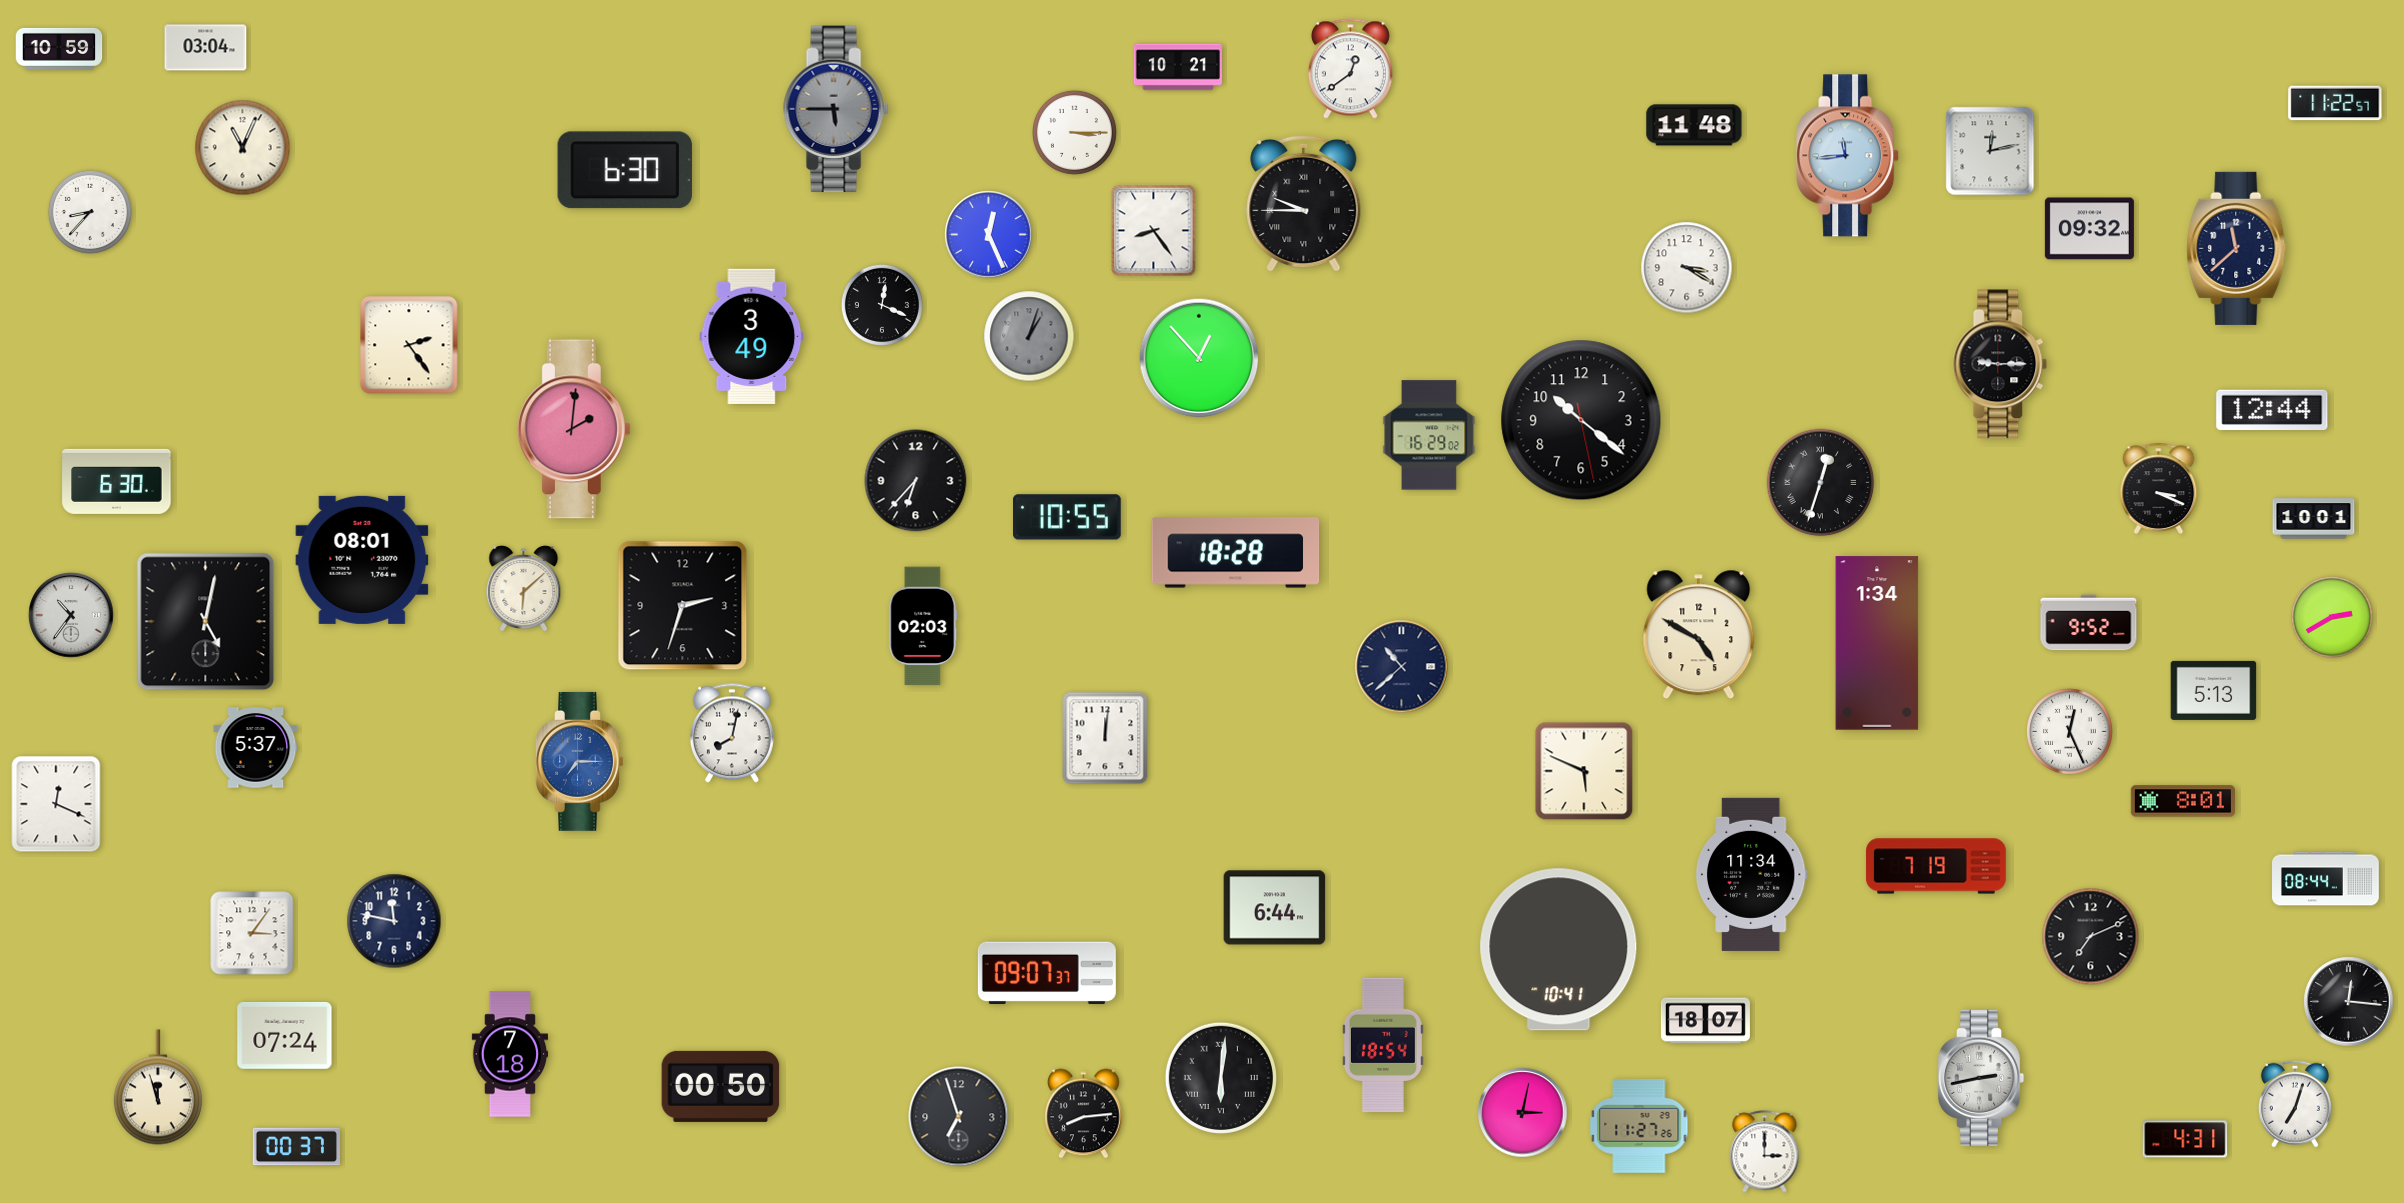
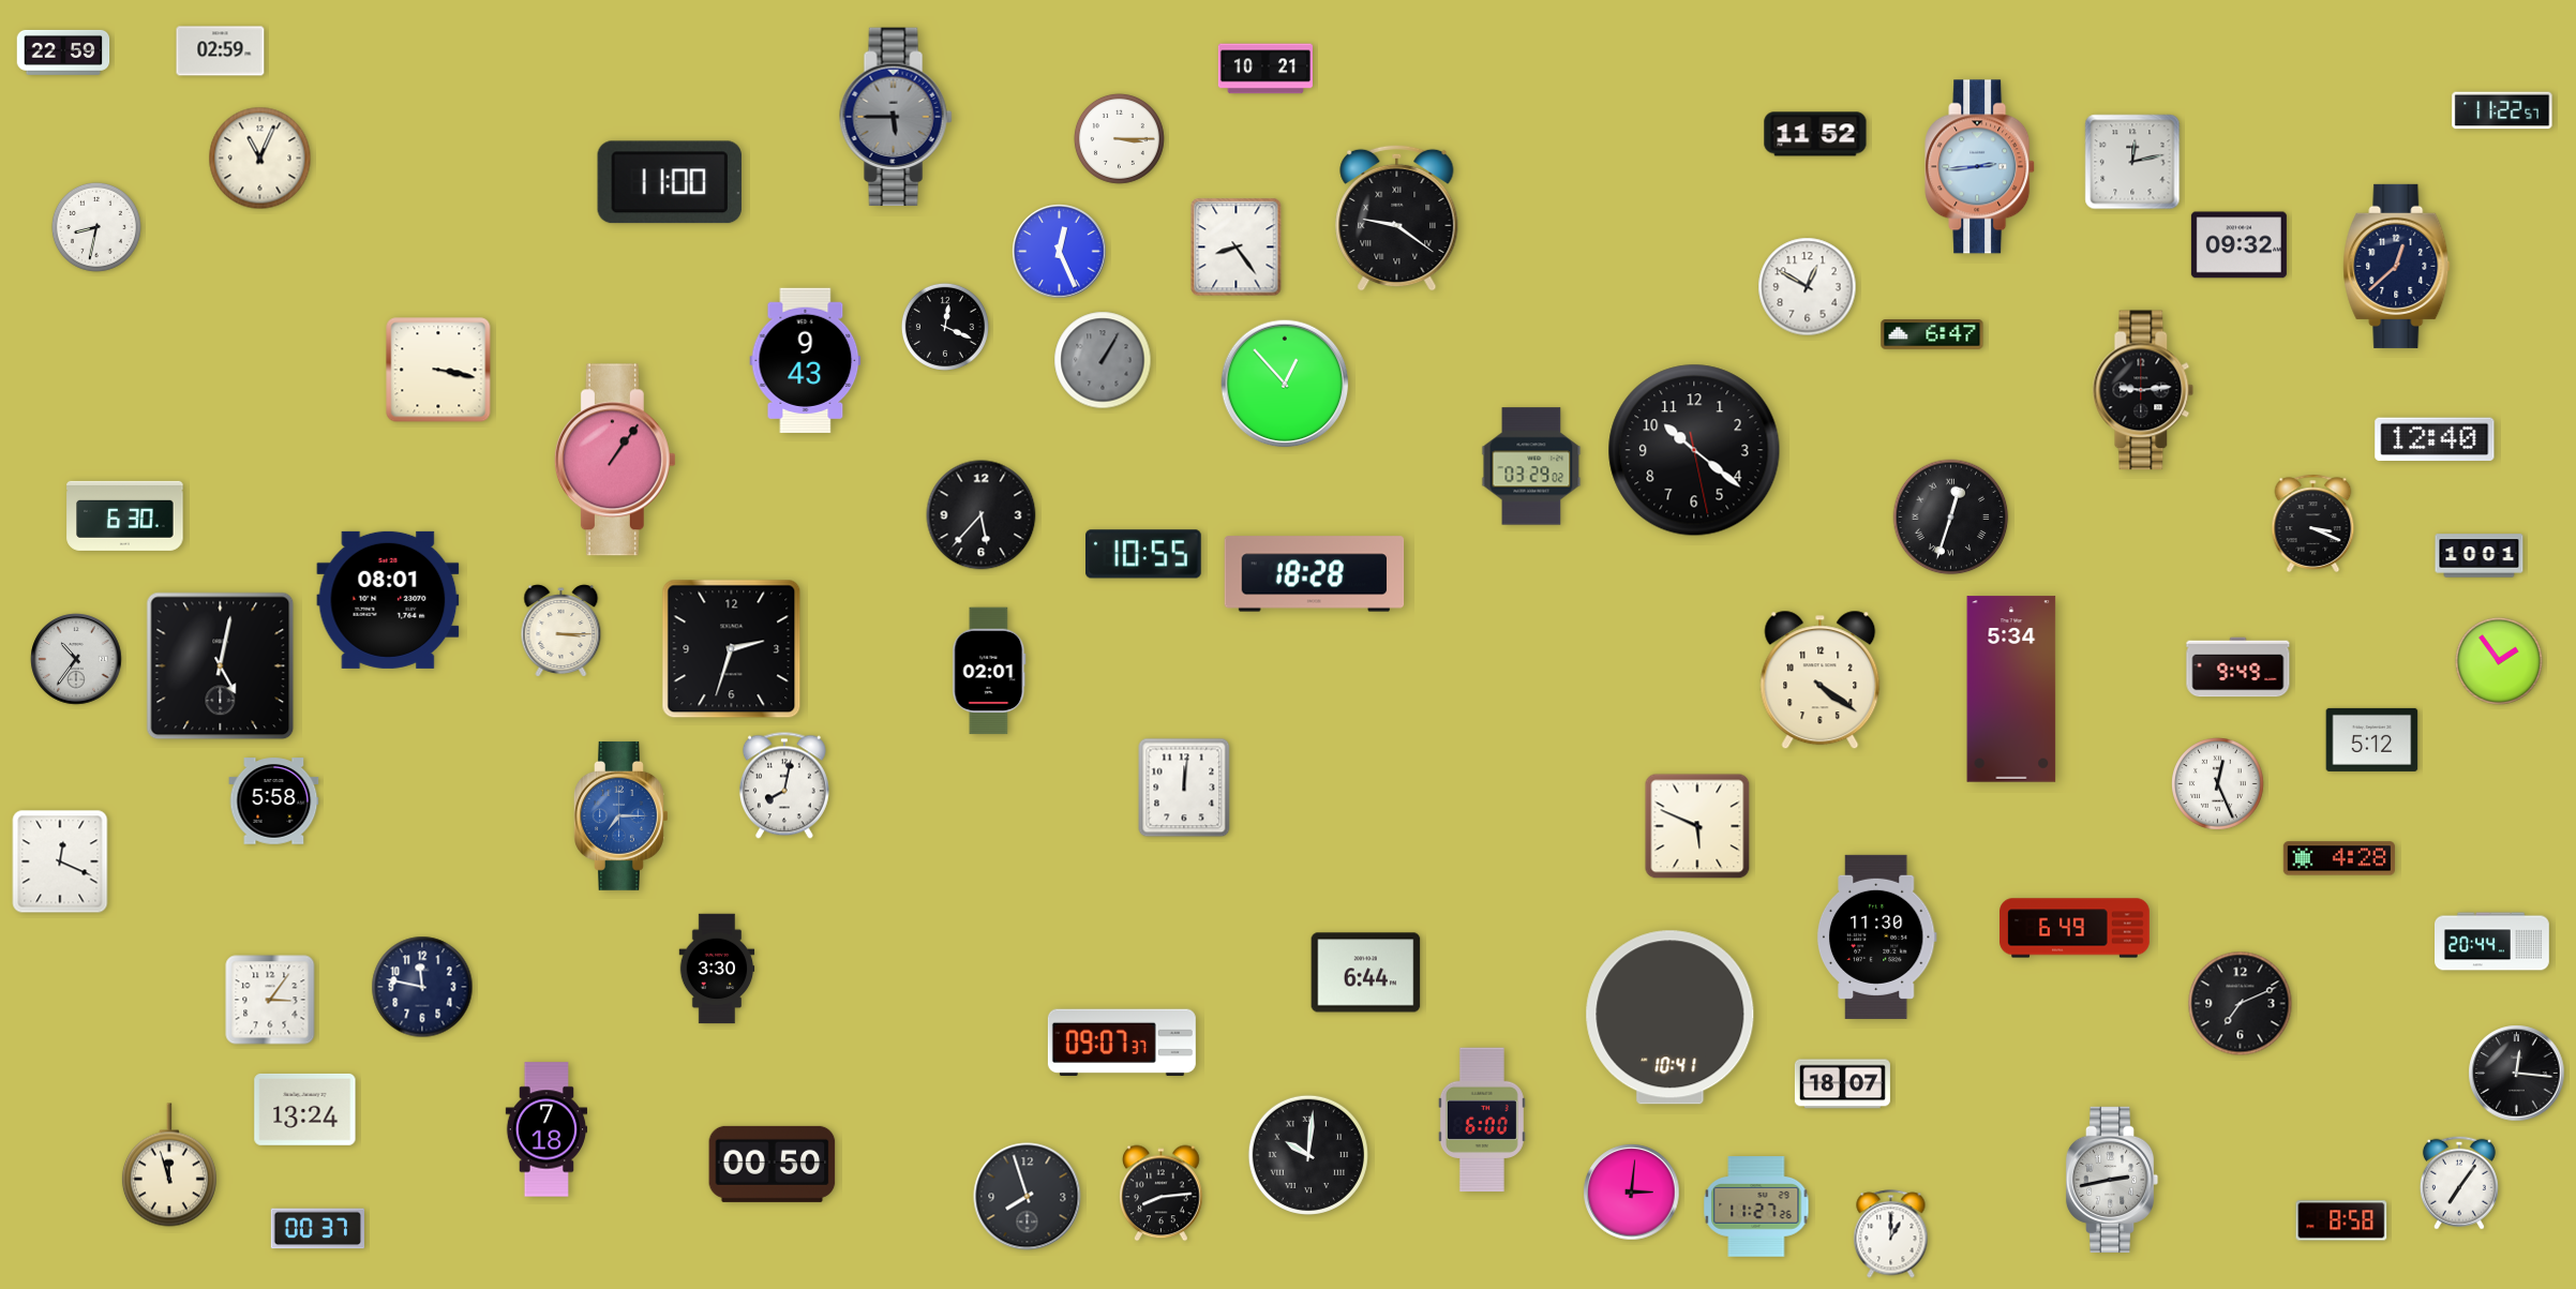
clock at (206, 48): 03:04 -> 02:59
clock at (59, 49): 10:59 -> 22:59
clock at (1178, 67) position: (1178, 67) -> (1265, 69)
clock at (1350, 69): 12:39 -> none
clock at (1694, 125): 11:48 -> 11:52
clock at (1074, 132) position: (1074, 132) -> (1119, 138)
clock at (1848, 156): 11:44 -> 2:44
clock at (625, 170): 6:30 -> 11:00
clock at (1304, 203): 9:45 -> 9:21
clock at (90, 212): 8:37 -> 8:32
clock at (2237, 248): 11:38 -> 12:38
clock at (1687, 268): 3:20 -> 12:50
clock at (1932, 335): none -> 6:47
clock at (752, 336): 3:49 -> 9:43
clock at (1029, 336): 1:03 -> 1:05
clock at (409, 345): 2:24 -> 3:17
clock at (2000, 364): 9:15 -> 9:14
clock at (2272, 410): 12:44 -> 12:40
clock at (574, 429): 2:01 -> 1:06
clock at (1429, 435): 16:29 -> 03:29
clock at (916, 481): 6:37 -> 5:37
clock at (1236, 553) position: (1236, 553) -> (1315, 574)
clock at (524, 589): 6:08 -> 3:15
clock at (2332, 617): 2:40 -> 1:54
clock at (2089, 623): 9:52 -> 9:49
clock at (923, 626): 02:03 -> 02:01
clock at (1699, 635): 4:50 -> 4:21
clock at (1877, 643): 1:34 -> 5:34
clock at (1402, 667): 10:38 -> none
clock at (2214, 690): 5:13 -> 5:12
clock at (1105, 738) position: (1105, 738) -> (1184, 788)
clock at (256, 748): 5:37 -> 5:58
clock at (2183, 801): 8:01 -> 4:28
clock at (1936, 866): 7:19 -> 6:49
clock at (1751, 874): 11:34 -> 11:30
clock at (2326, 879): 08:44 -> 20:44
clock at (717, 969): none -> 3:30
clock at (1705, 1021) position: (1705, 1021) -> (1842, 1084)
clock at (285, 1035): 07:24 -> 13:24
clock at (1383, 1045): 18:54 -> 6:00
clock at (1221, 1078): 6:01 -> 10:01
clock at (1981, 1078) position: (1981, 1078) -> (2112, 1180)
clock at (2295, 1104): 7:03 -> 7:06
clock at (1523, 1113): 3:02 -> 3:01
clock at (959, 1117): 6:57 -> 7:57
clock at (2185, 1139): 4:31 -> 8:58
clock at (1765, 1152): 3:00 -> 1:00
